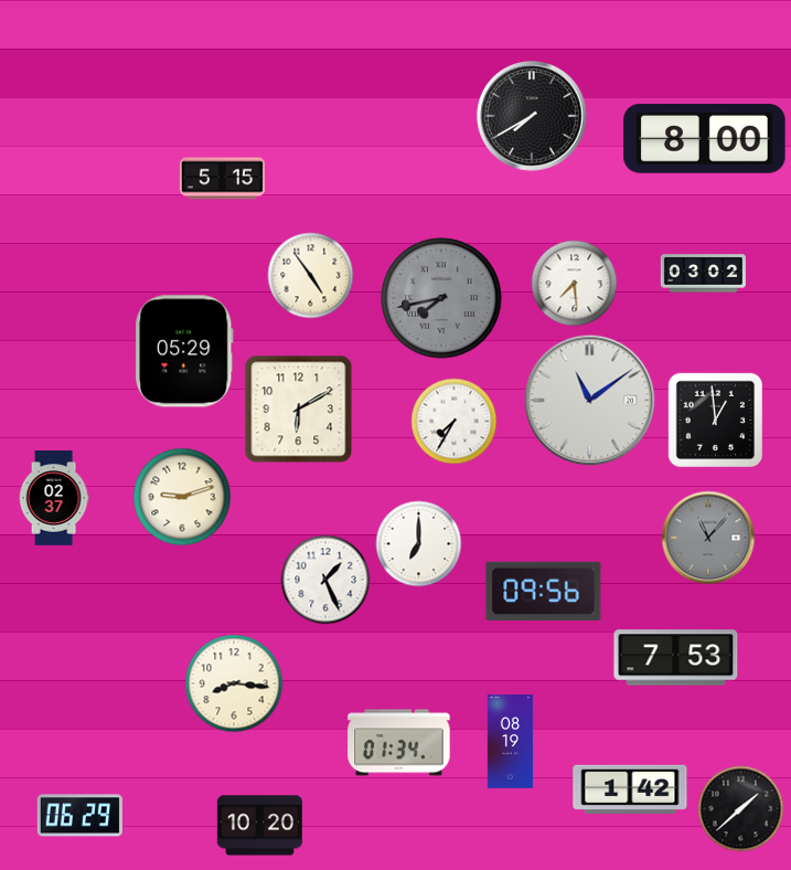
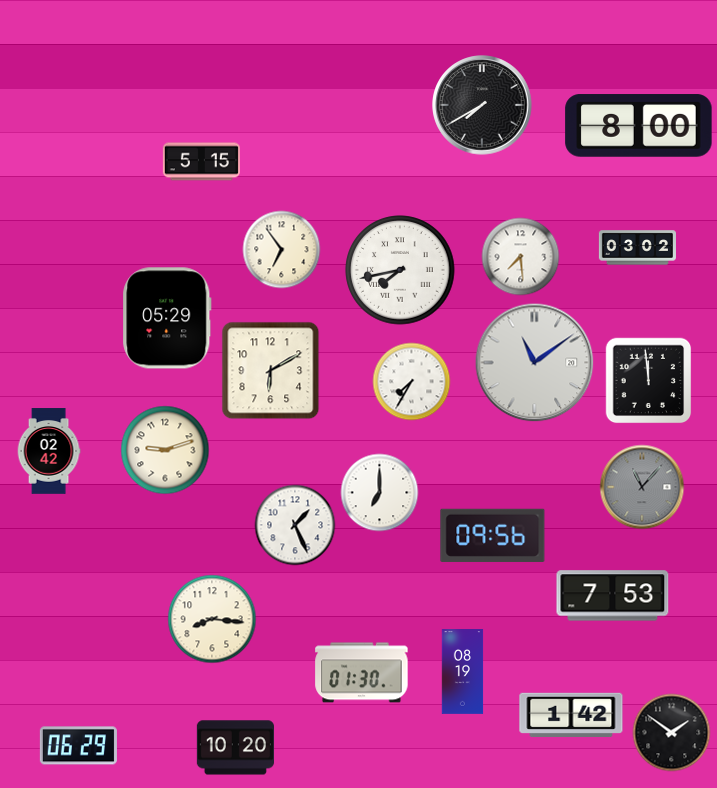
clock at (310, 275): 4:54 -> 6:54
clock at (441, 298) dial: grey -> white
clock at (715, 420): 12:59 -> 11:59
clock at (54, 498): 02:37 -> 02:42
clock at (399, 743): 01:34 -> 01:30
clock at (740, 808): 1:38 -> 1:51
clock at (79, 816) position: (79, 816) -> (78, 746)
